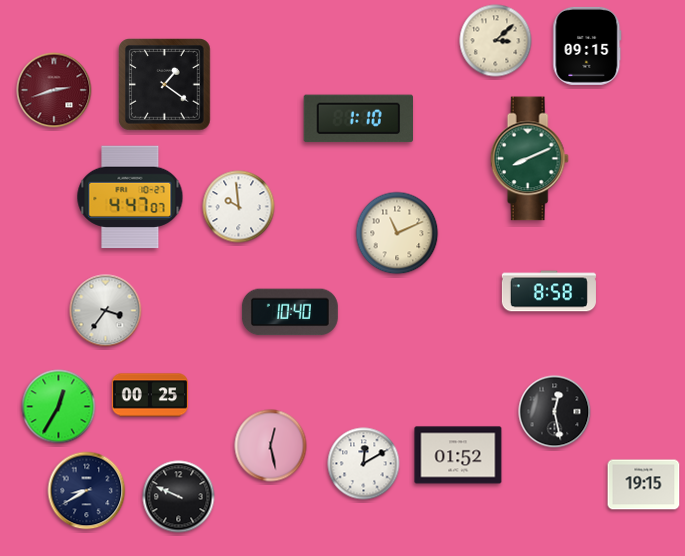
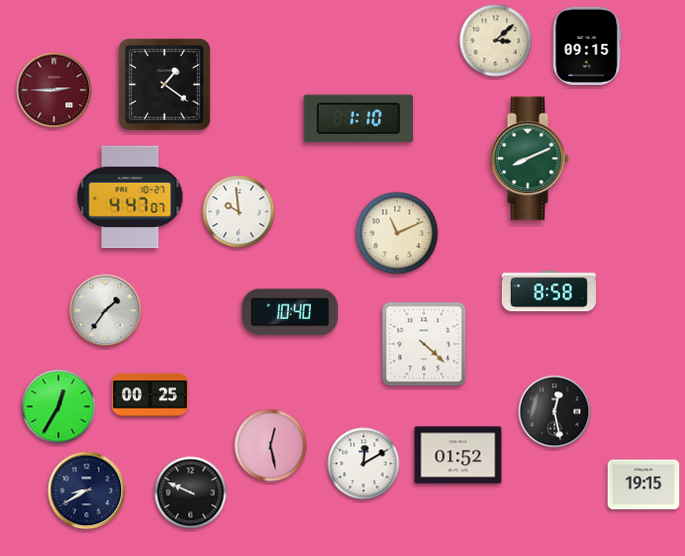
clock at (54, 90): 2:42 -> 2:45
clock at (239, 207) position: (239, 207) -> (239, 212)
clock at (106, 311): 3:36 -> 1:36
clock at (424, 344): none -> 4:22
clock at (179, 497) position: (179, 497) -> (191, 493)
